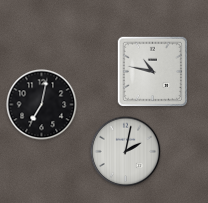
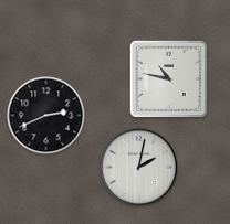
clock at (42, 105): 7:02 -> 2:41
